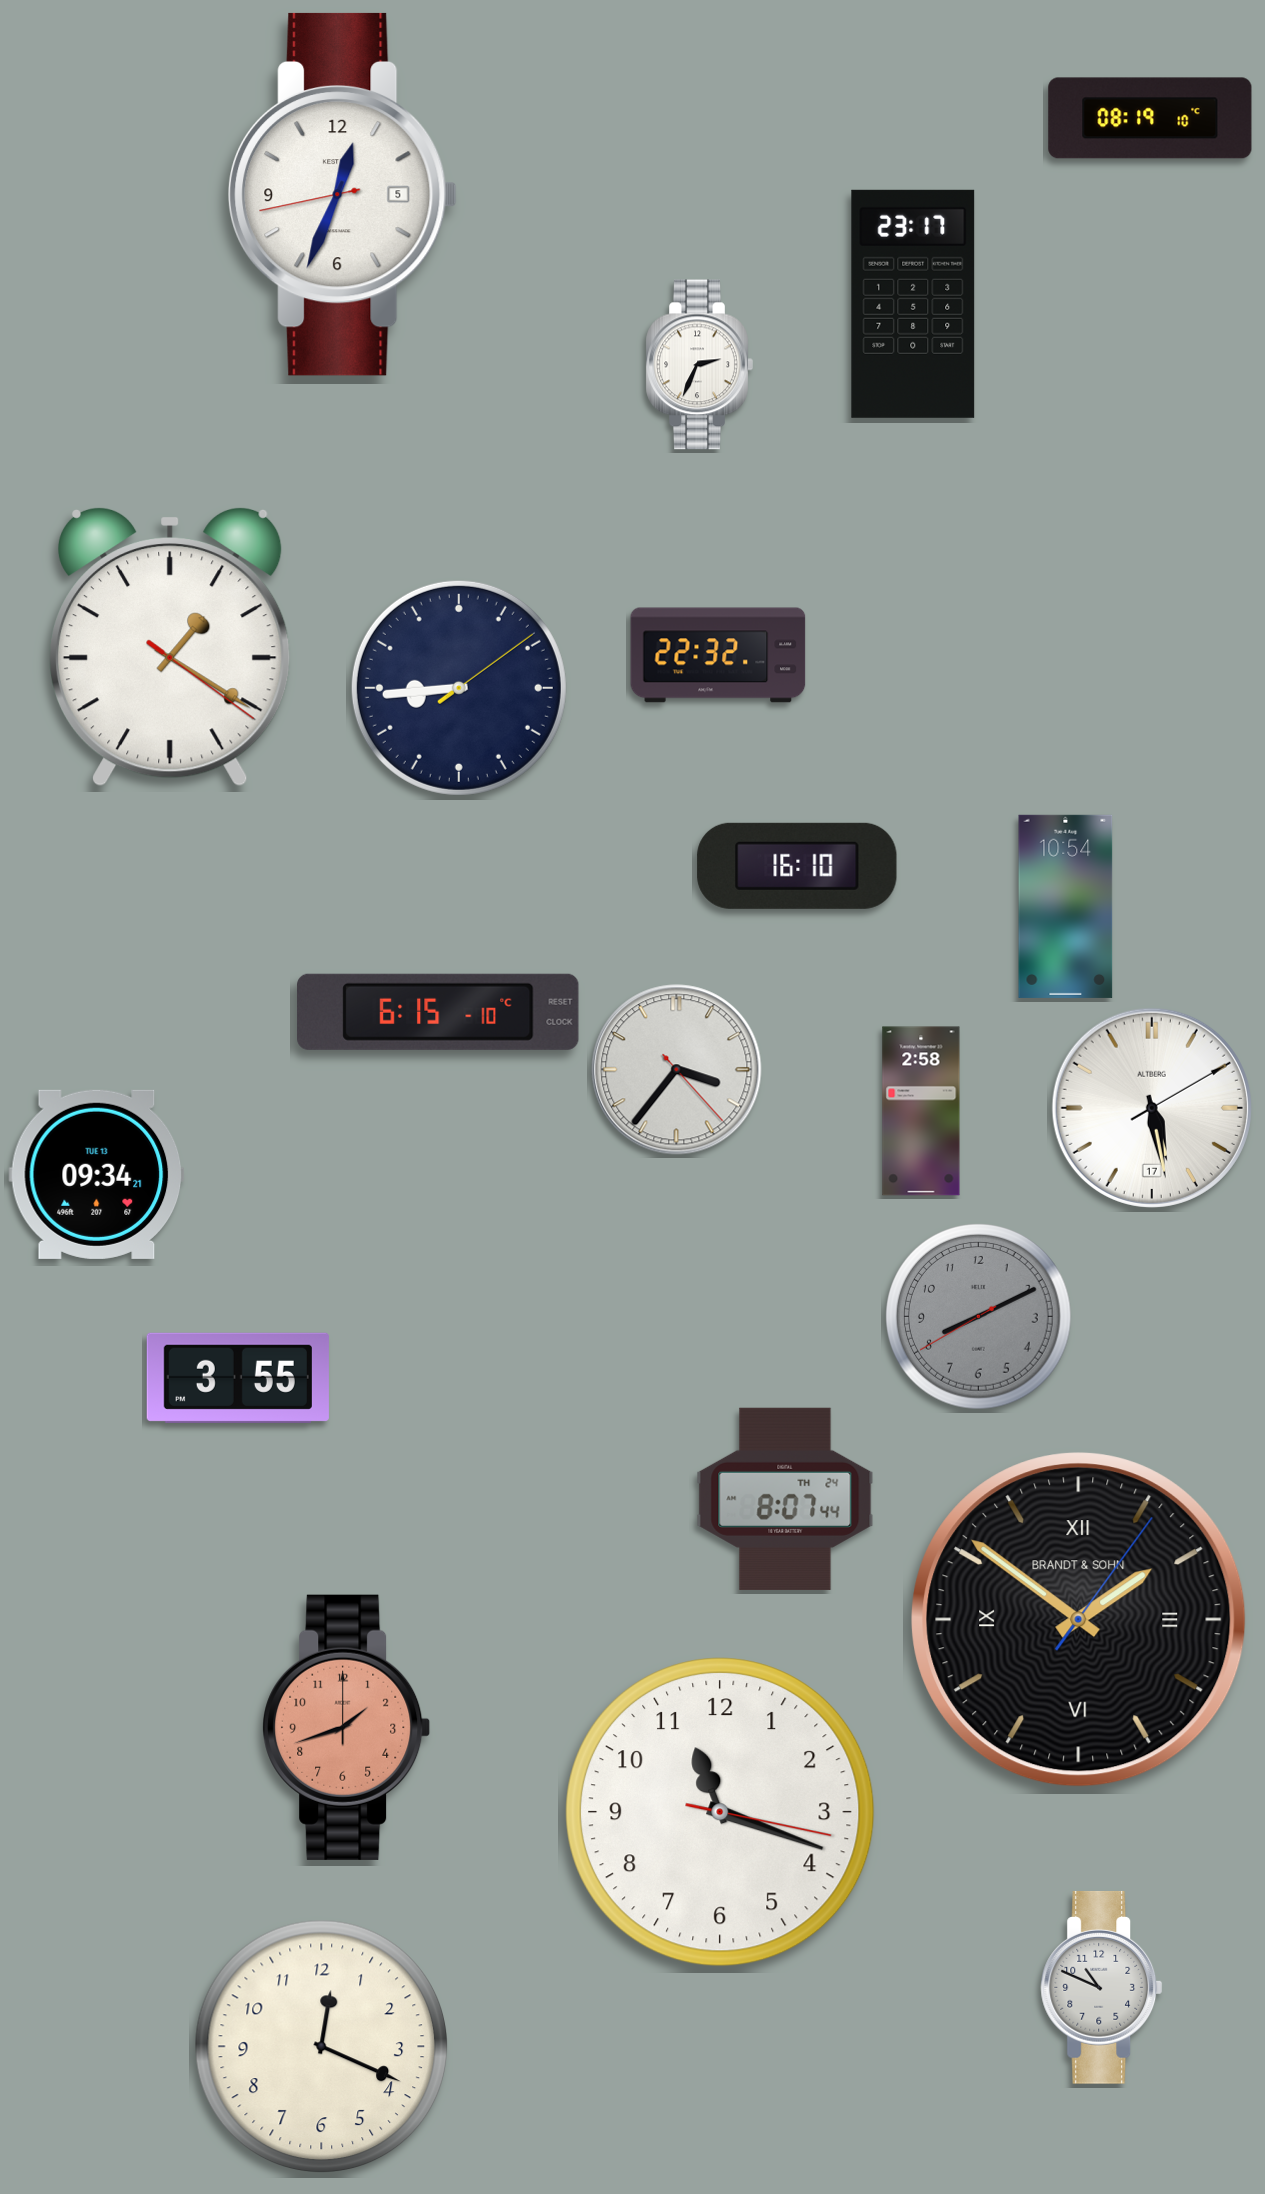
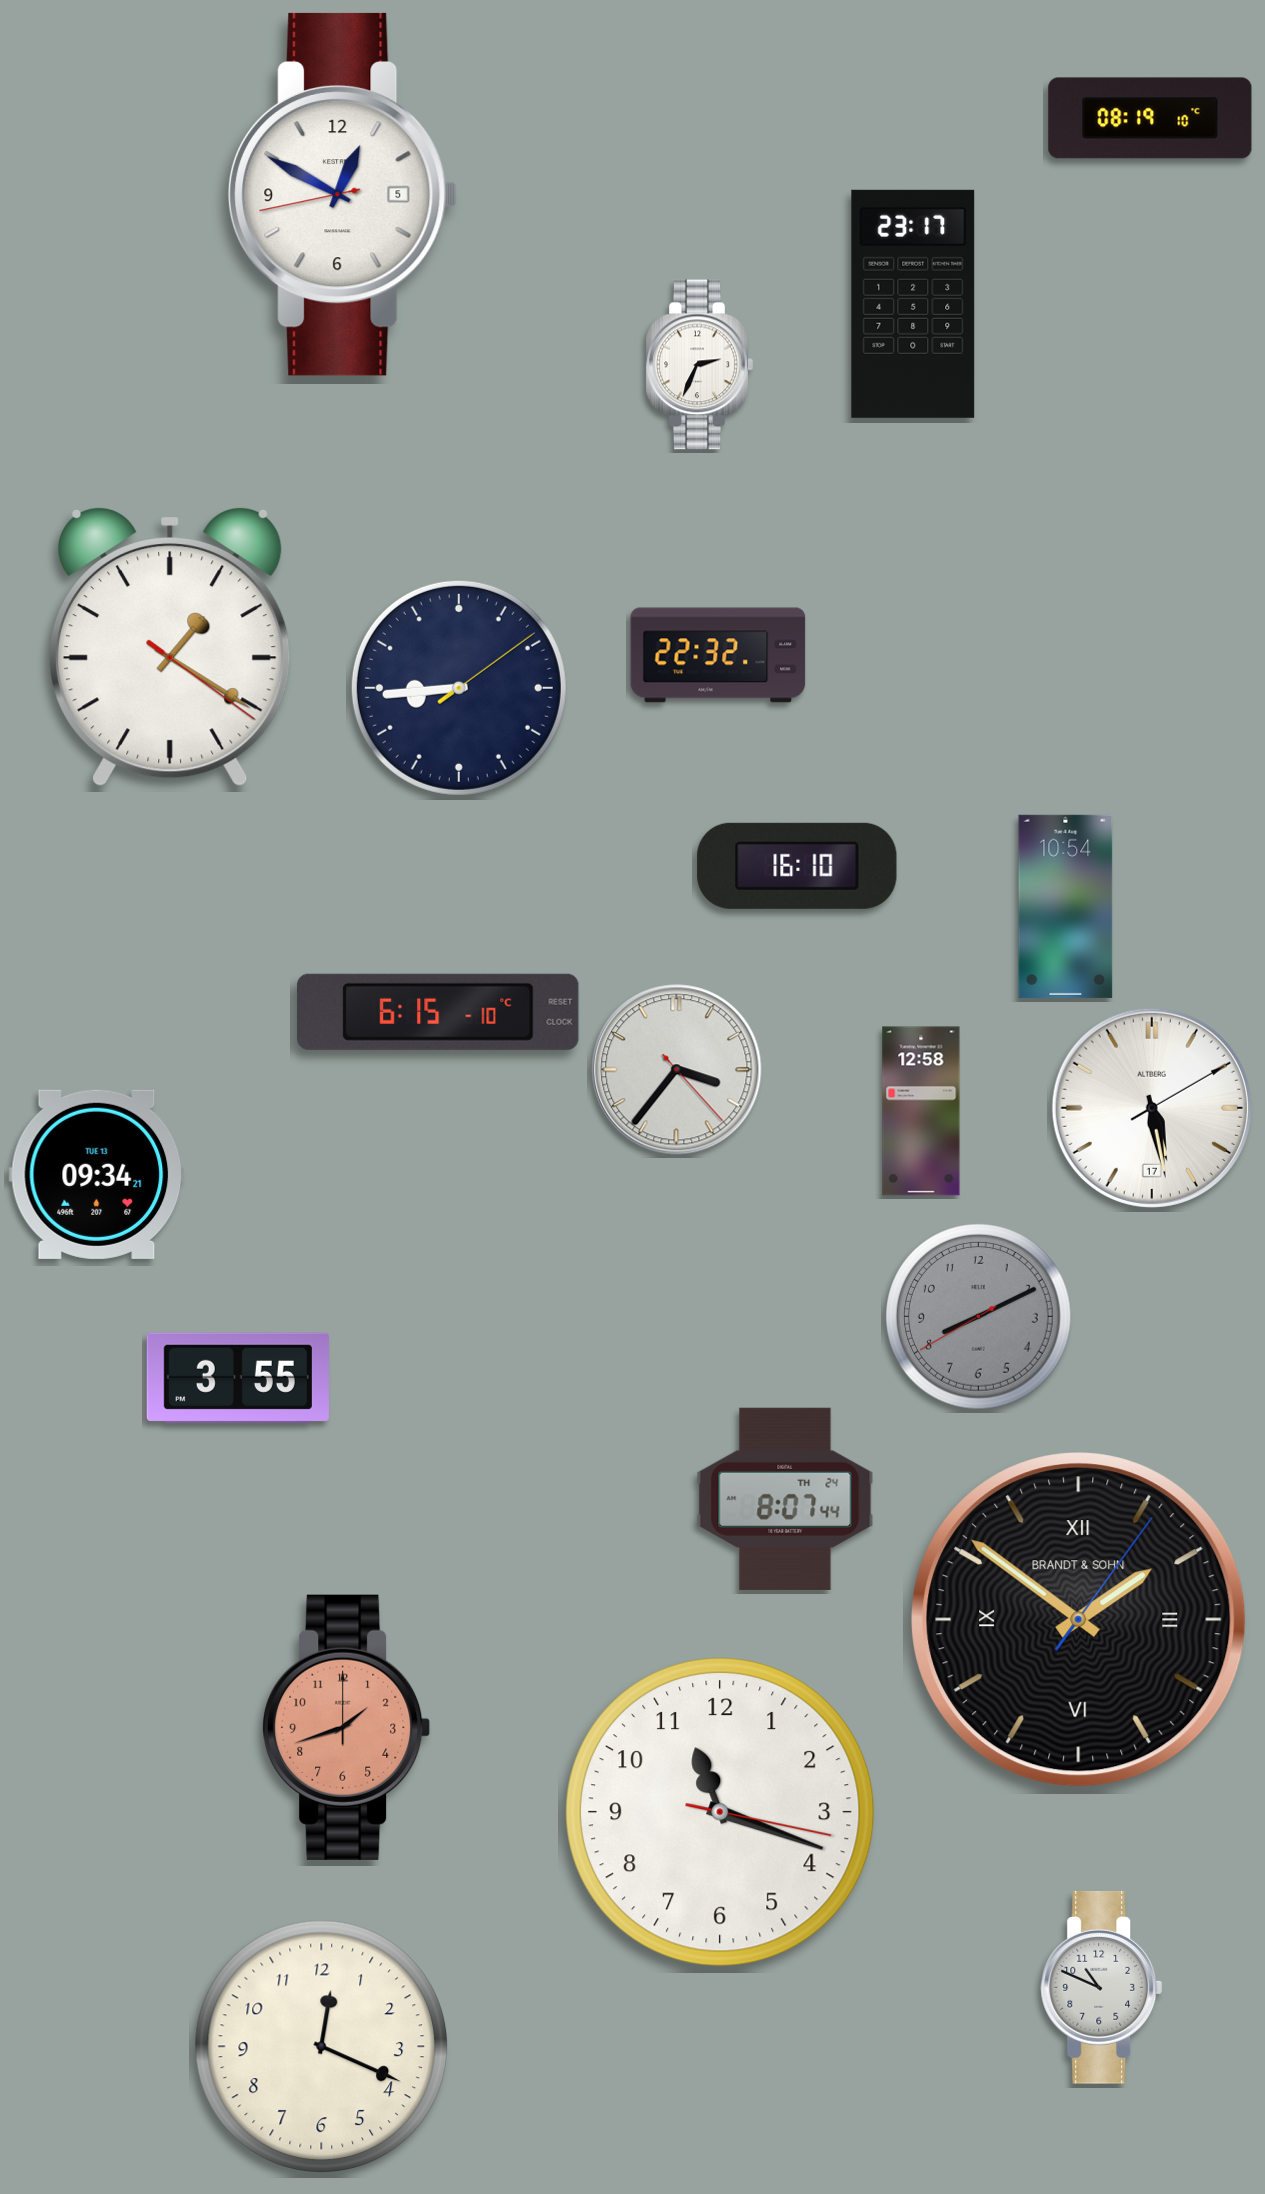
clock at (343, 194): 12:33 -> 12:49
clock at (921, 1111): 2:58 -> 12:58
